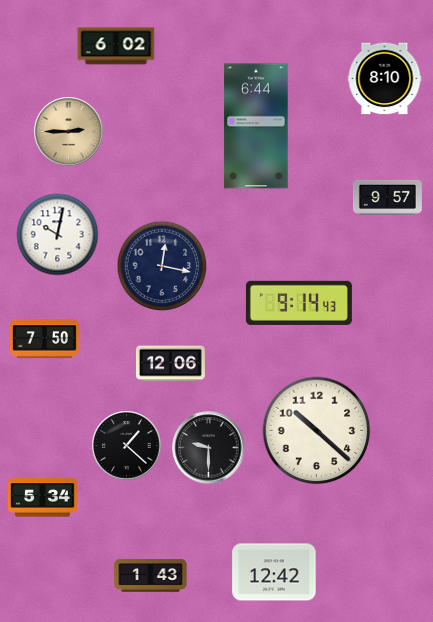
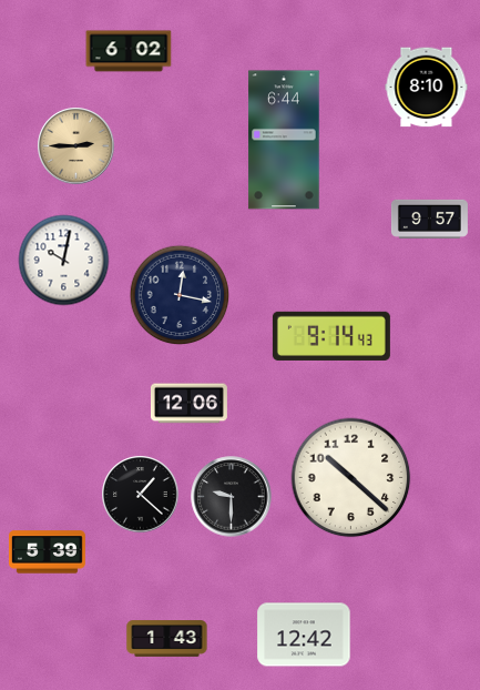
clock at (44, 339): 7:50 -> none
clock at (42, 498): 5:34 -> 5:39
